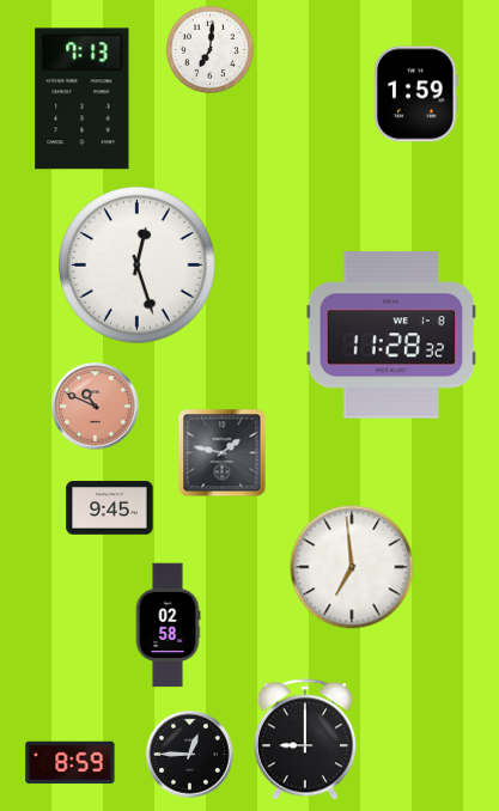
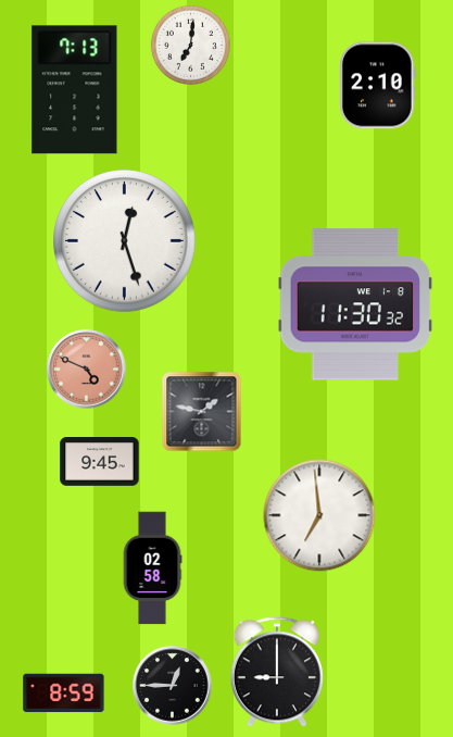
clock at (416, 94): 1:59 -> 2:10
clock at (391, 335): 11:28 -> 11:30
clock at (96, 407): 10:49 -> 4:49
